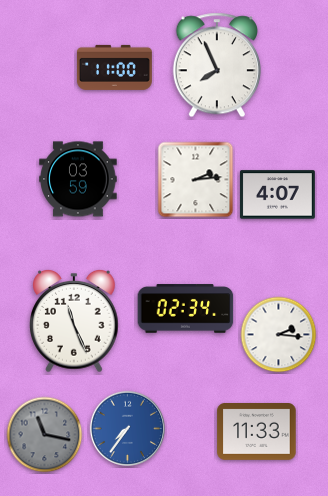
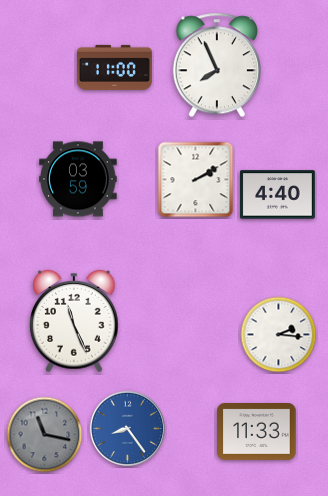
clock at (196, 180): 2:14 -> 2:10
clock at (278, 195): 4:07 -> 4:40
clock at (186, 309): 02:34 -> none
clock at (128, 429): 7:36 -> 8:24
